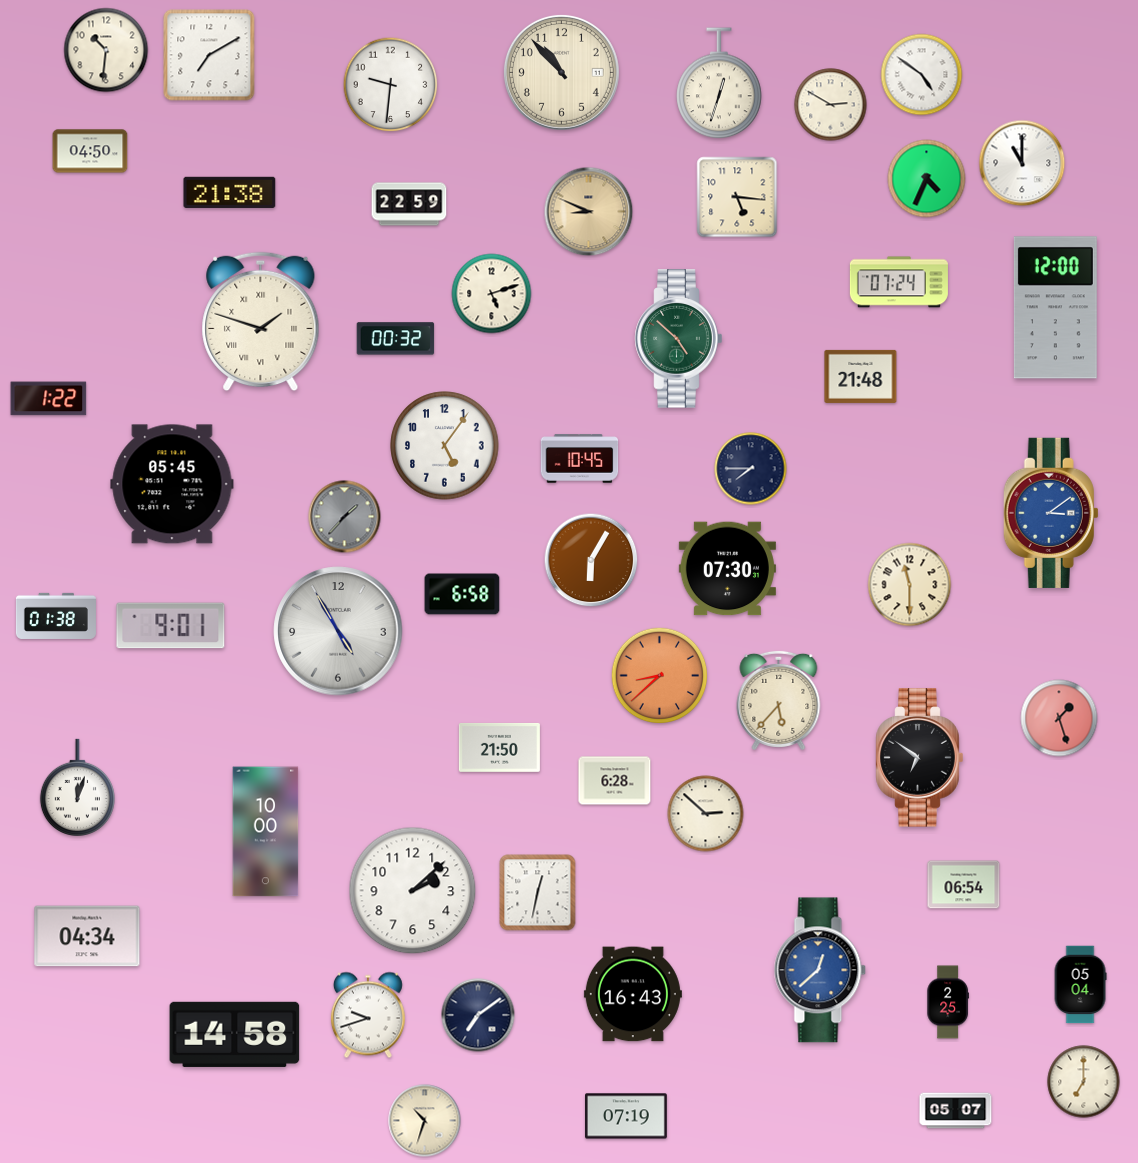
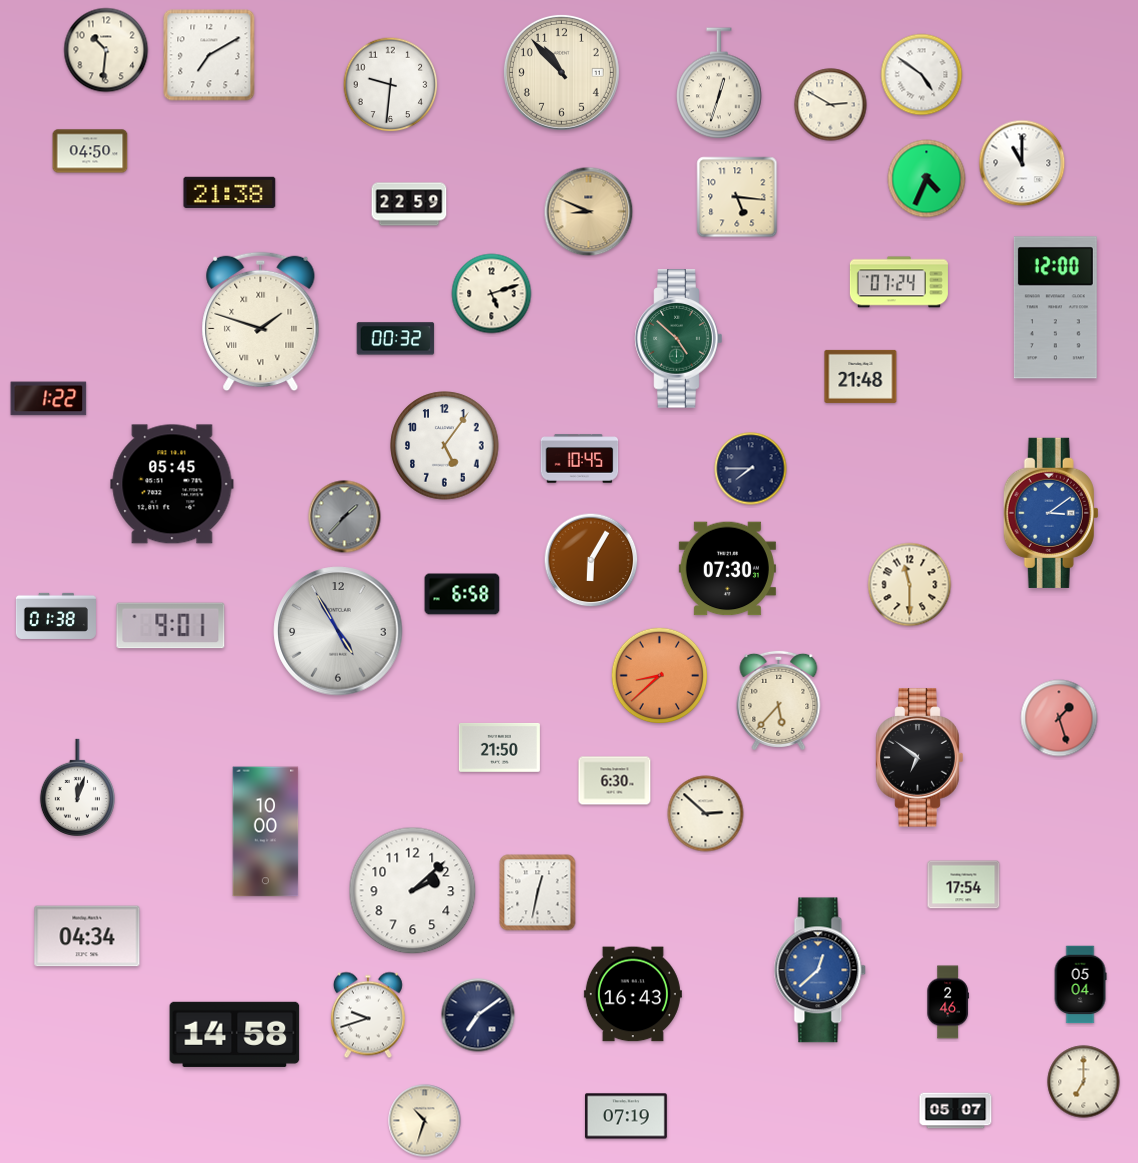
clock at (615, 781): 6:28 -> 6:30
clock at (964, 885): 06:54 -> 17:54
clock at (948, 1002): 2:25 -> 2:46
